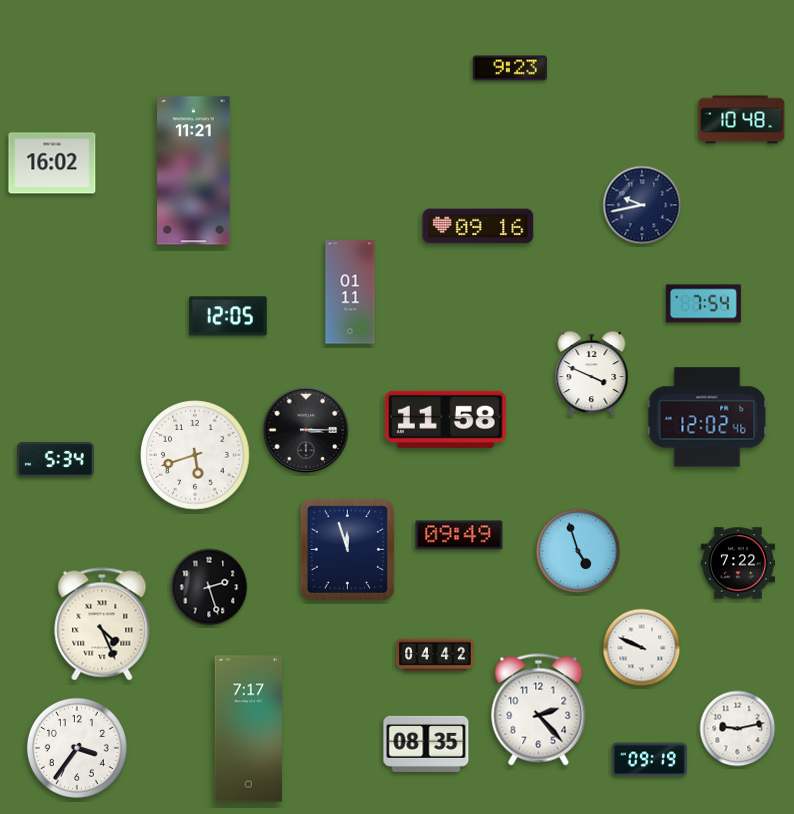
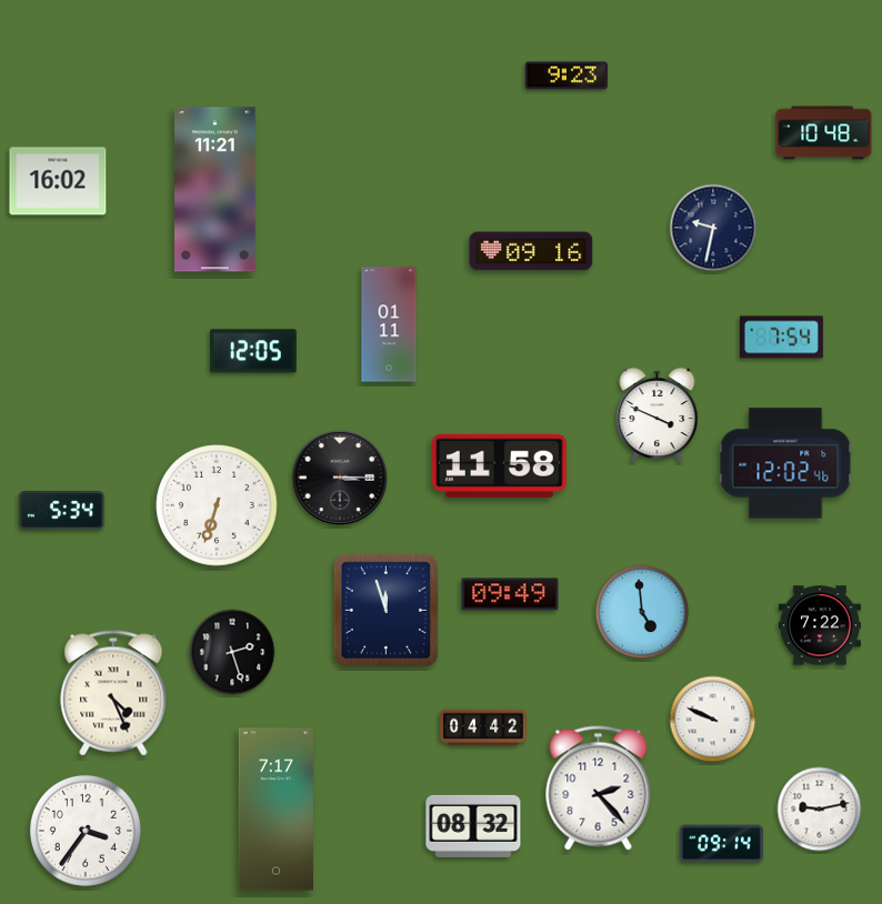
clock at (642, 205): 9:43 -> 9:32
clock at (445, 419) position: (445, 419) -> (499, 465)
clock at (195, 455): 5:42 -> 6:33
clock at (578, 551): 4:57 -> 4:59
clock at (426, 744): 08:35 -> 08:32
clock at (649, 760): 09:19 -> 09:14
